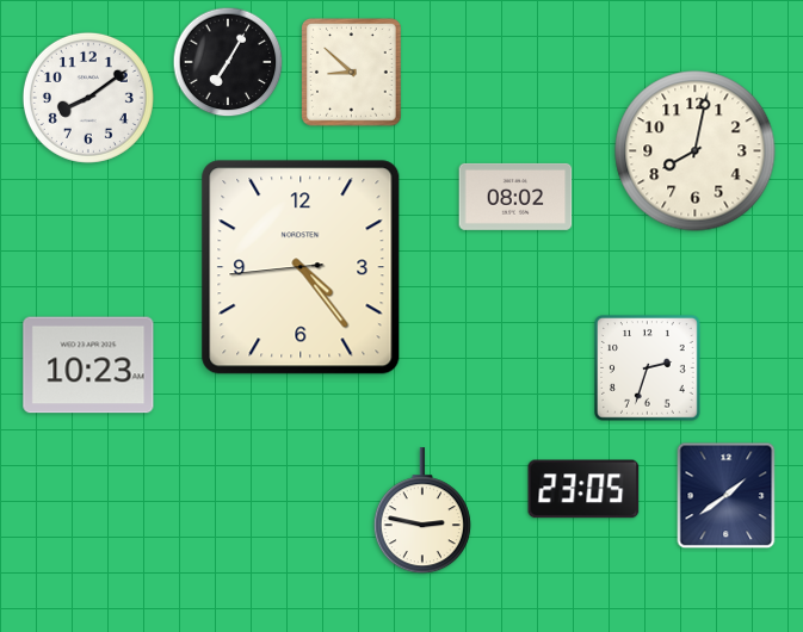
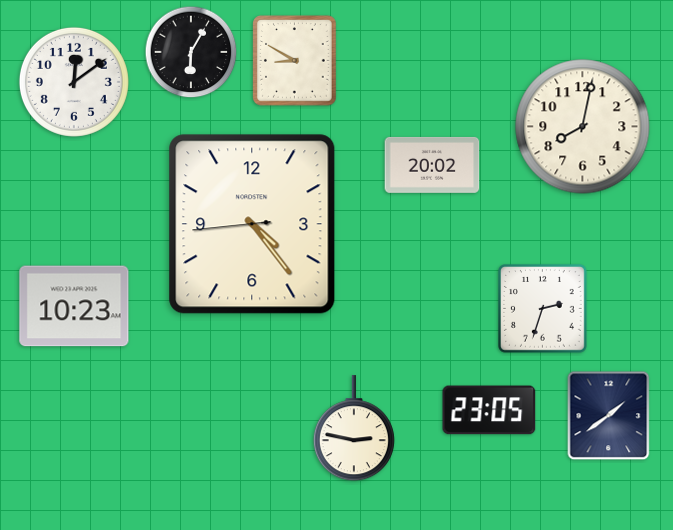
clock at (228, 62): 7:05 -> 6:05
clock at (352, 73): 8:52 -> 8:50
clock at (88, 98): 8:09 -> 12:09
clock at (515, 197): 08:02 -> 20:02
